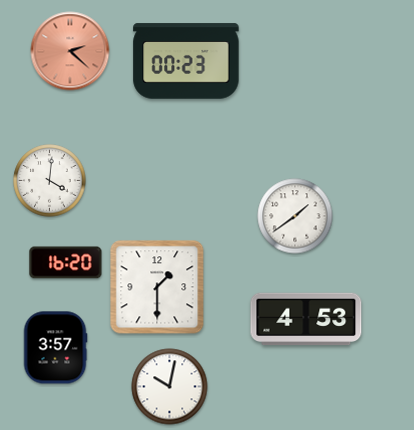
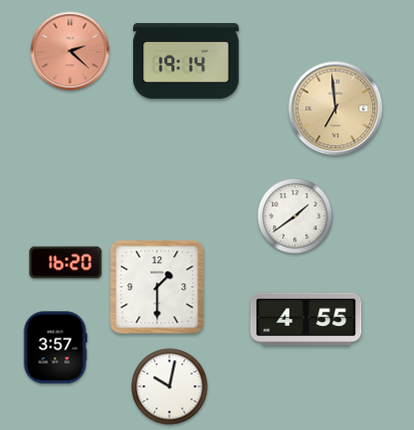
clock at (186, 61): 00:23 -> 19:14
clock at (336, 109): none -> 6:59
clock at (50, 181): 4:01 -> none
clock at (306, 319): 4:53 -> 4:55
